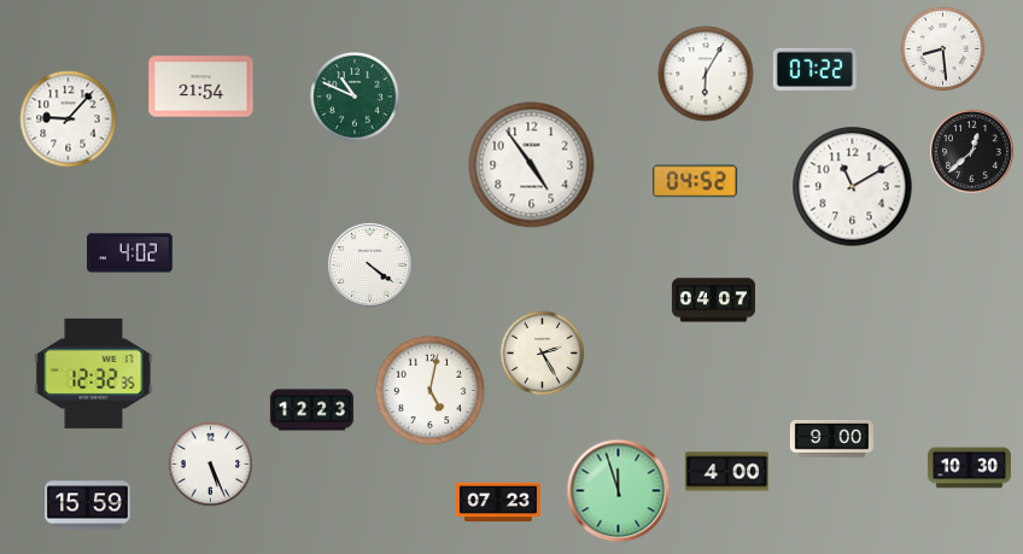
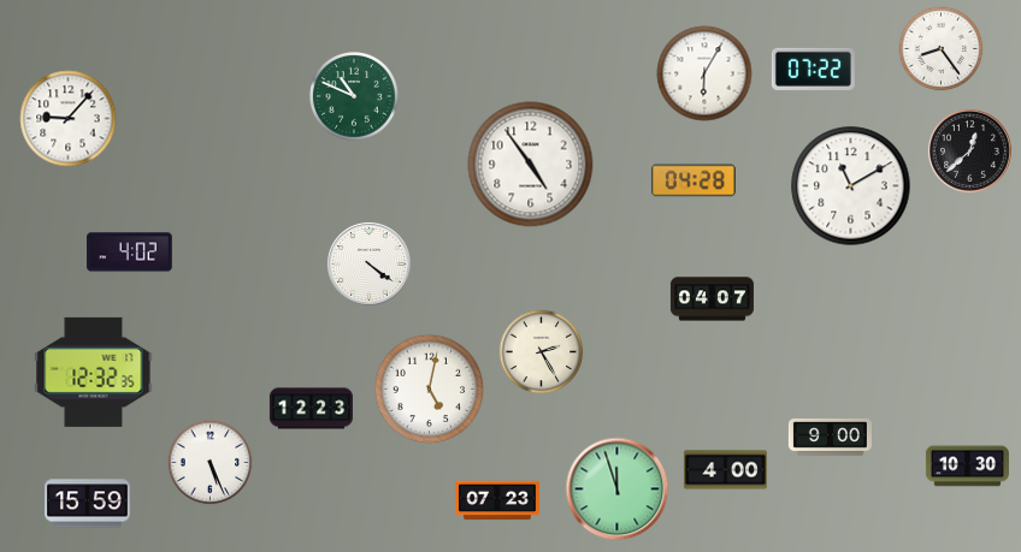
clock at (943, 49): 8:29 -> 8:24
clock at (201, 87): 21:54 -> none
clock at (695, 181): 04:52 -> 04:28
